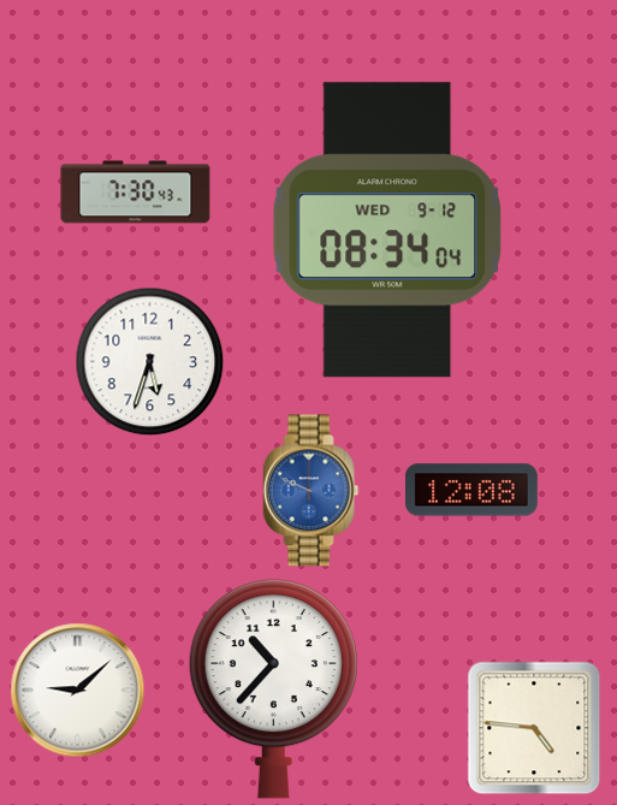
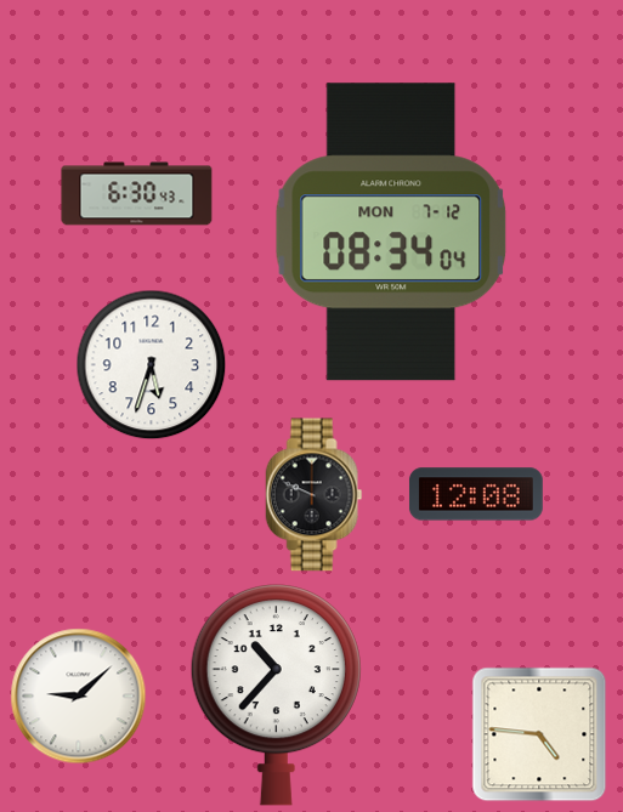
clock at (136, 193): 7:30 -> 6:30
clock at (387, 230) date: WED 9-12 -> MON 7-12
clock at (312, 491) dial: blue -> black
